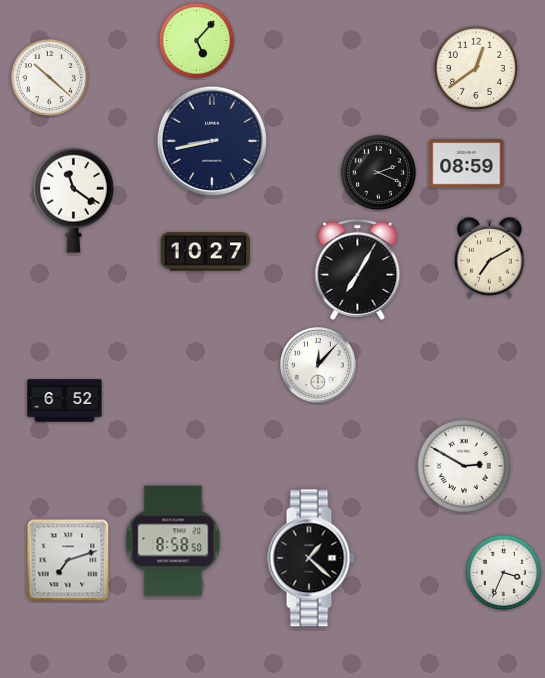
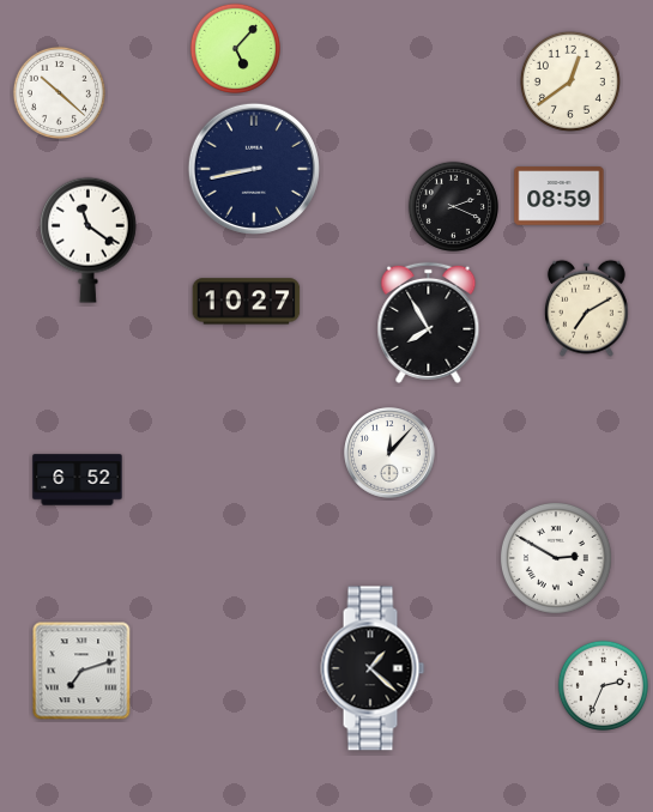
clock at (358, 269): 7:05 -> 7:55
clock at (318, 365) position: (318, 365) -> (389, 453)
clock at (173, 541): 8:58 -> none
clock at (503, 572): 3:34 -> 2:34
